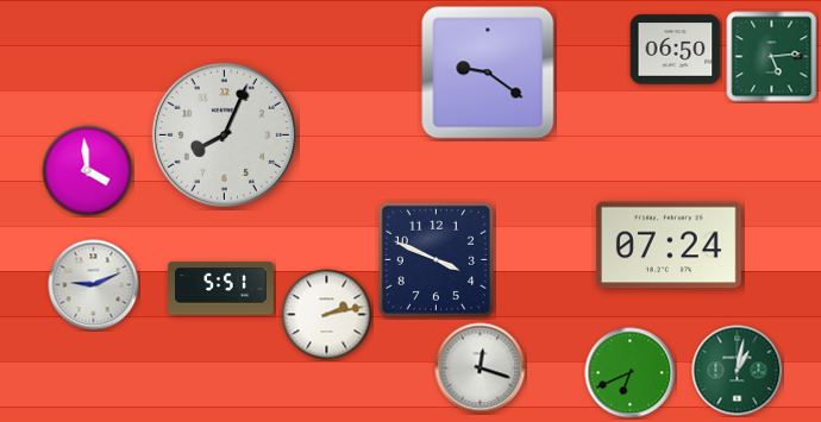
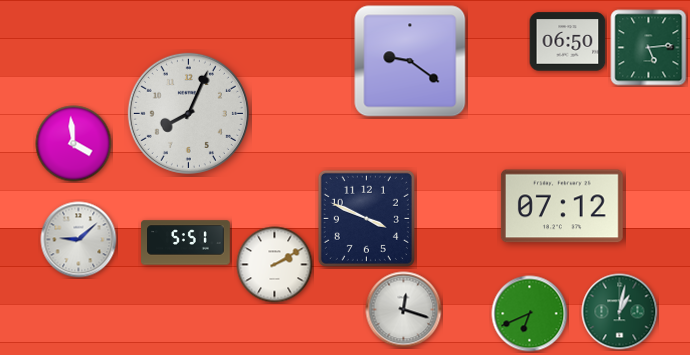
clock at (669, 245): 07:24 -> 07:12
clock at (94, 285): 9:11 -> 9:08
clock at (327, 315): 2:13 -> 2:10
